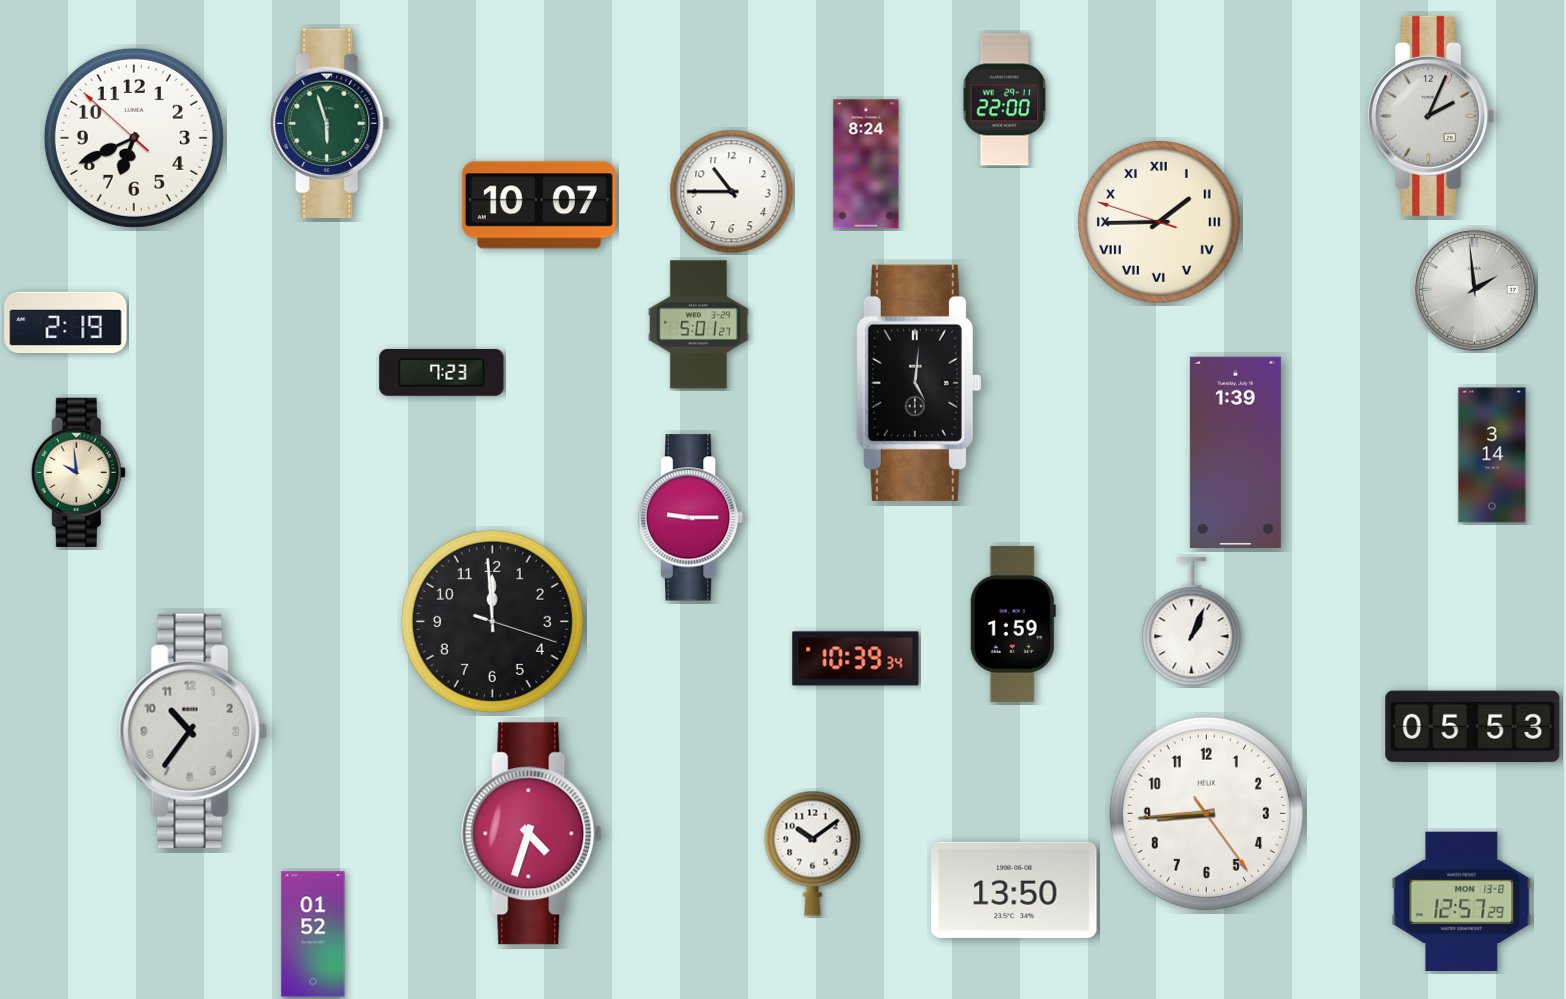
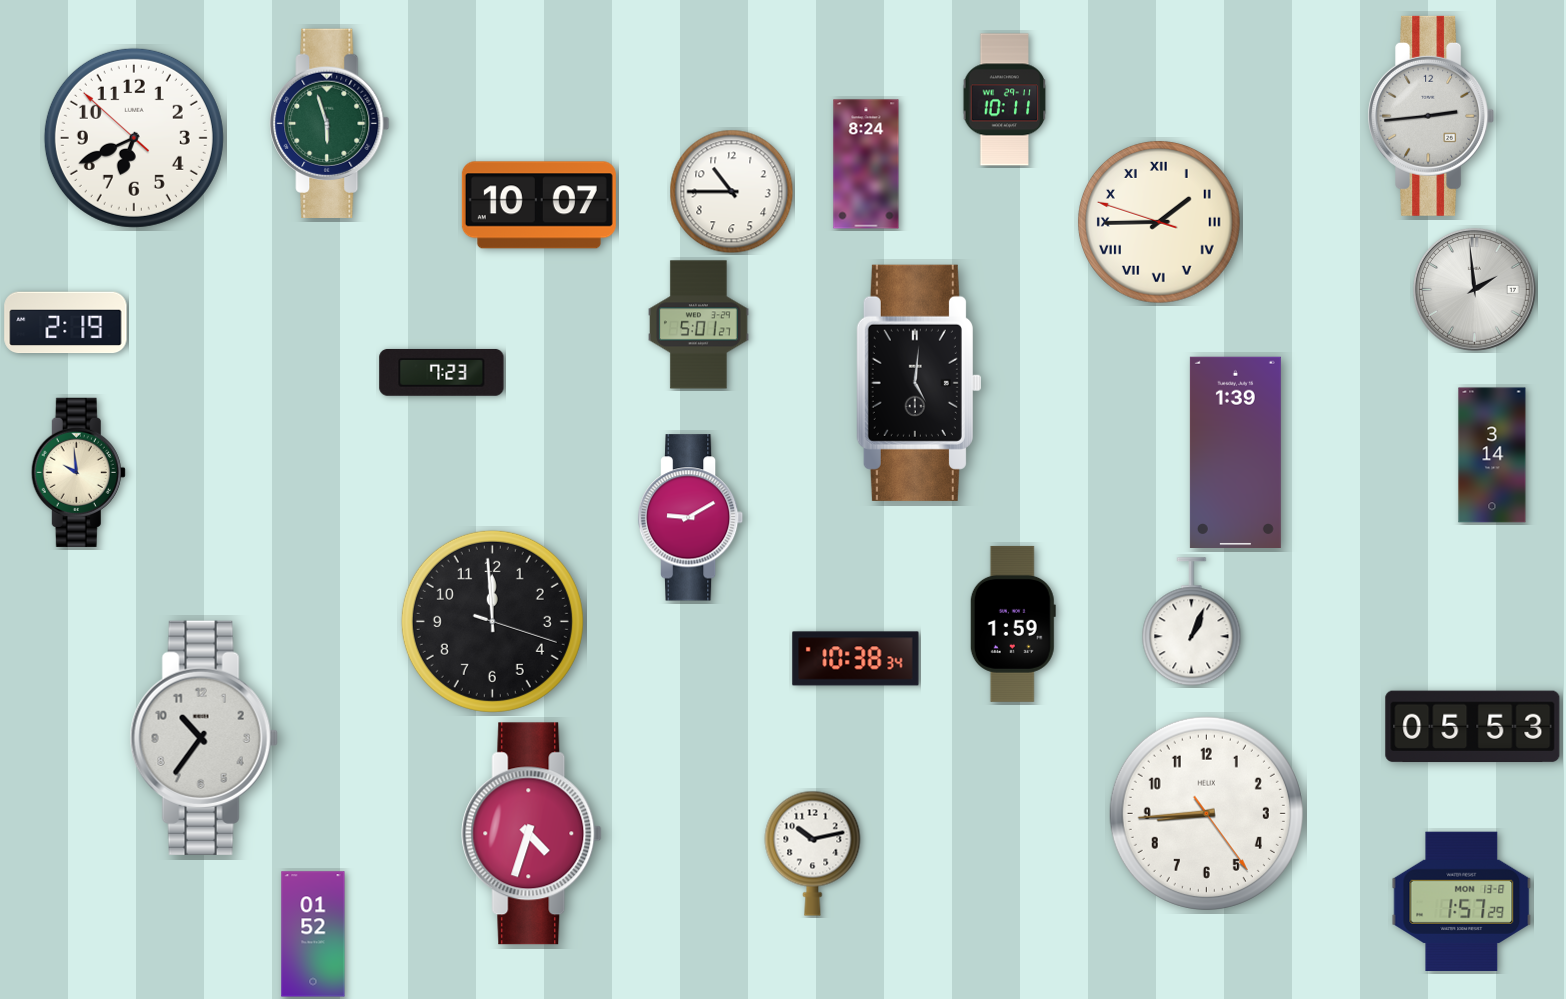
clock at (1005, 100): 22:00 -> 10:11
clock at (1431, 116): 2:04 -> 2:44
clock at (691, 518): 9:15 -> 9:10
clock at (856, 659): 10:39 -> 10:38
clock at (193, 731) position: (193, 731) -> (204, 738)
clock at (813, 853): 10:09 -> 10:13
clock at (1014, 890): 13:50 -> none
clock at (1462, 901): 12:57 -> 1:57
